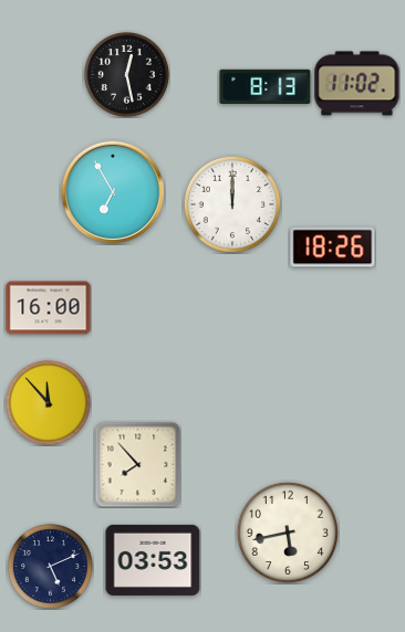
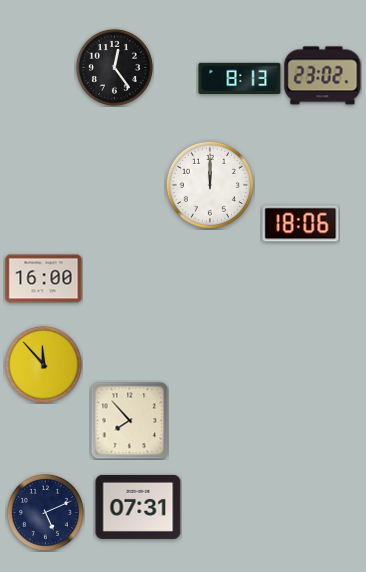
clock at (126, 74): 12:28 -> 12:24
clock at (357, 84): 11:02 -> 23:02
clock at (113, 192): 6:55 -> none
clock at (333, 247): 18:26 -> 18:06
clock at (137, 464) position: (137, 464) -> (129, 420)
clock at (288, 533): 5:43 -> none
clock at (153, 560): 03:53 -> 07:31
